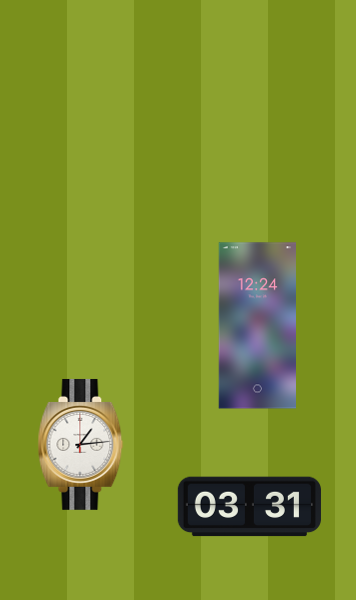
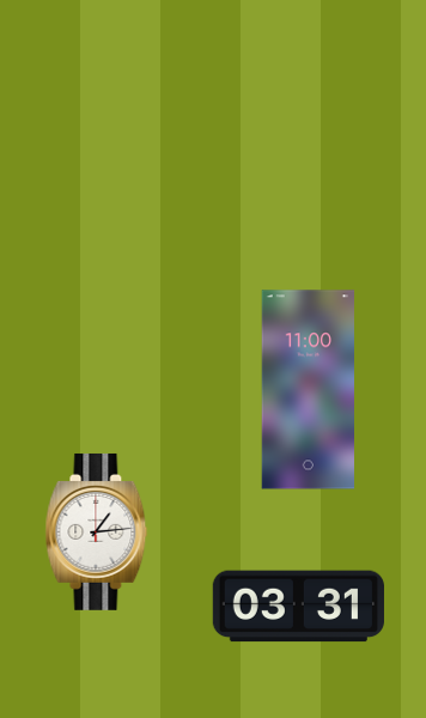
clock at (258, 326): 12:24 -> 11:00
